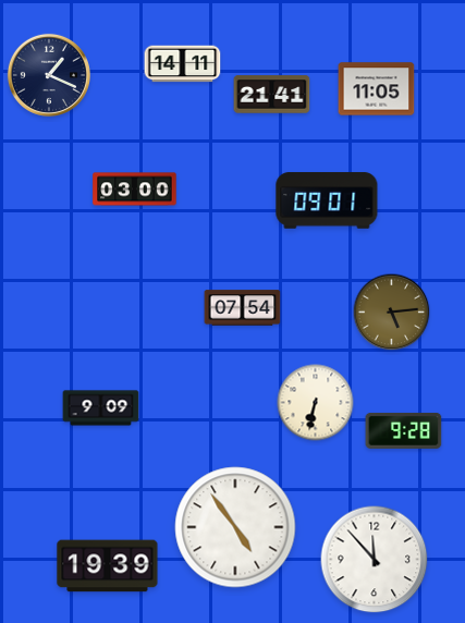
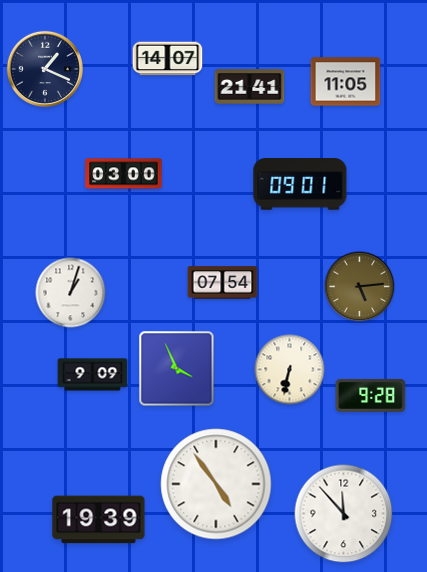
clock at (183, 64): 14:11 -> 14:07
clock at (71, 293): none -> 1:03
clock at (177, 369): none -> 3:56
